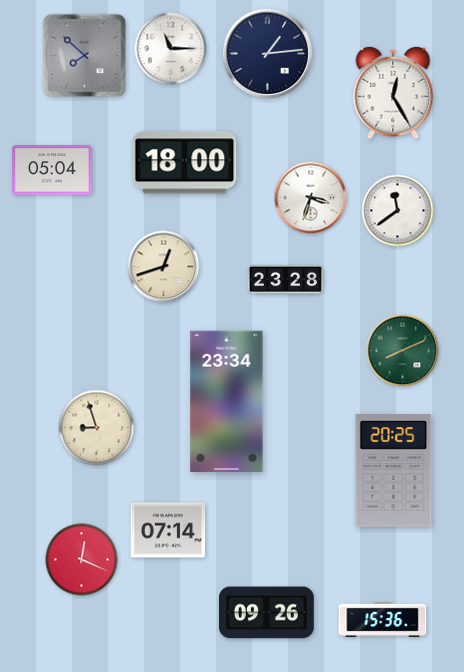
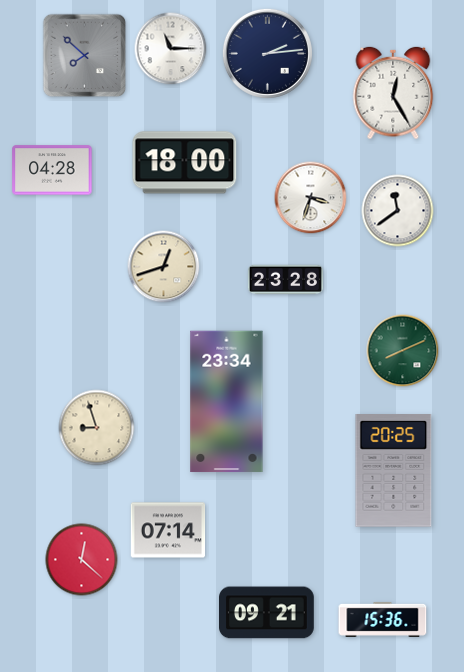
clock at (267, 53): 1:14 -> 2:14
clock at (52, 170): 05:04 -> 04:28
clock at (82, 560): 12:19 -> 12:22
clock at (267, 613): 09:26 -> 09:21
